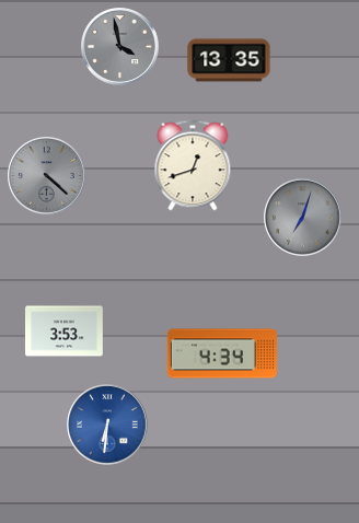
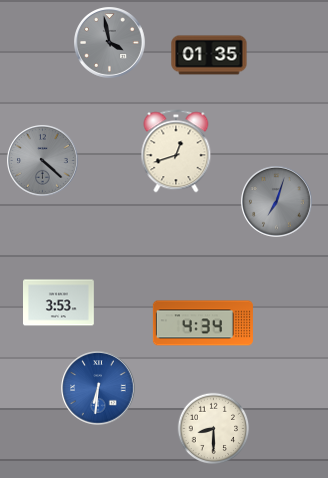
clock at (229, 60): 13:35 -> 01:35
clock at (303, 218) position: (303, 218) -> (277, 202)
clock at (214, 429): none -> 8:30
